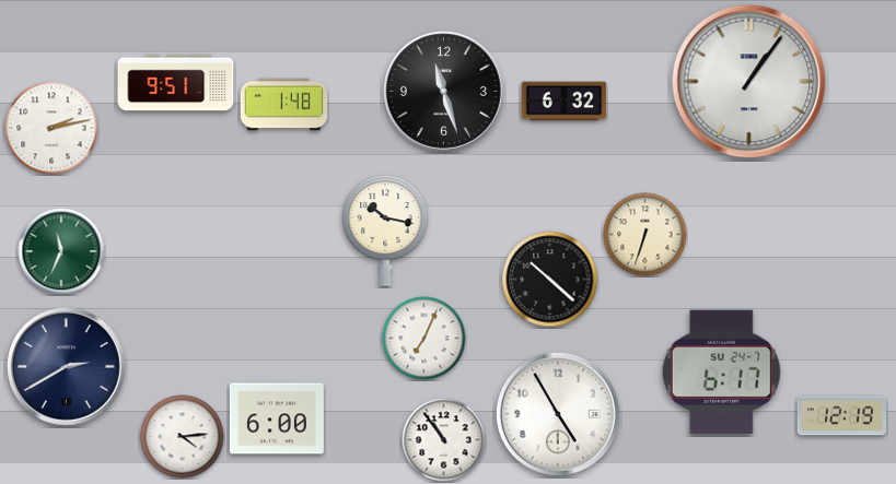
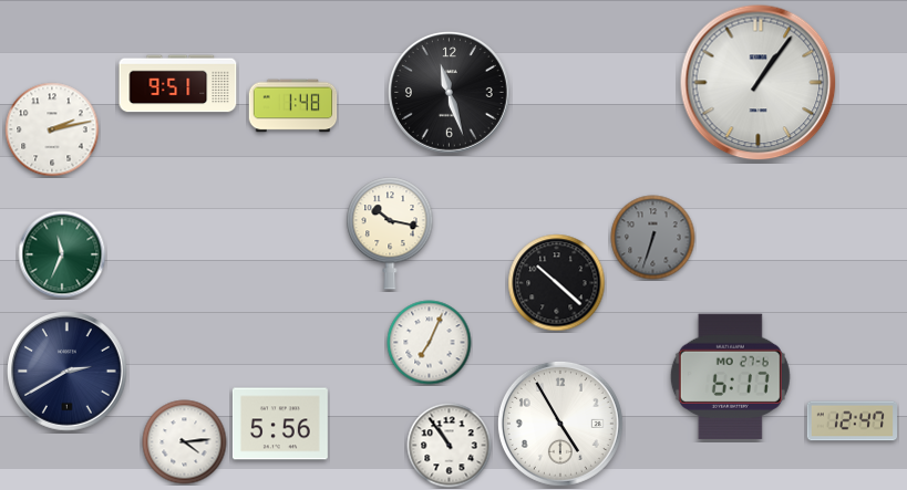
clock at (565, 102): 6:32 -> none
clock at (284, 105) position: (284, 105) -> (293, 106)
clock at (645, 235) dial: cream -> grey
clock at (721, 371) date: SU 24-7 -> MO 27-6
clock at (558, 414) position: (558, 414) -> (560, 424)
clock at (841, 416): 12:19 -> 12:47
clock at (277, 418): 6:00 -> 5:56
